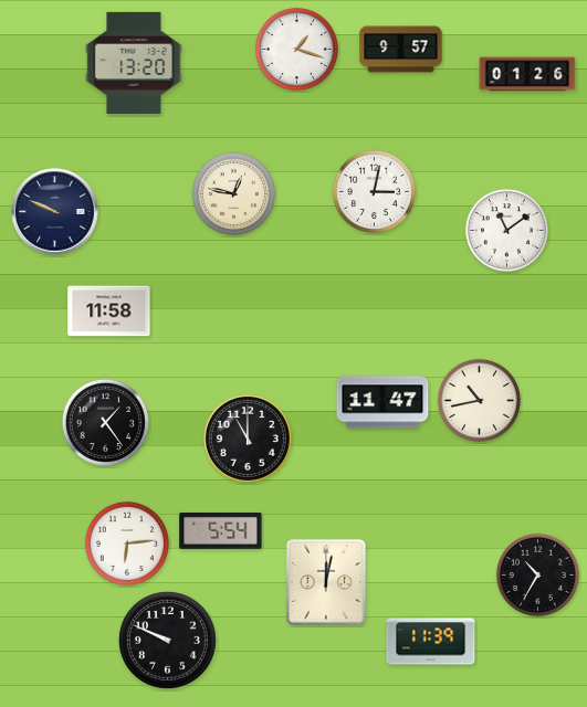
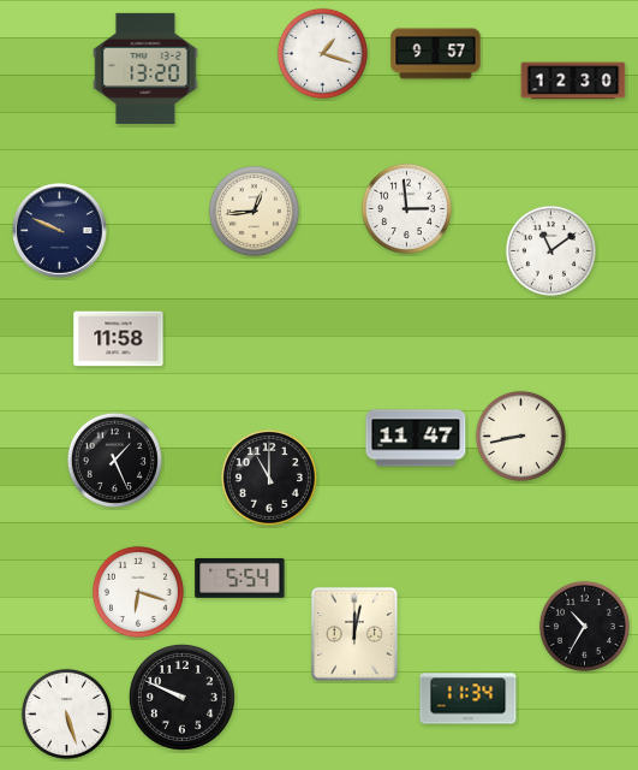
clock at (527, 74): 01:26 -> 12:30
clock at (374, 191): 3:02 -> 2:59
clock at (233, 193): 12:47 -> 12:44
clock at (479, 400): 10:43 -> 8:43
clock at (105, 422): 1:24 -> 1:26
clock at (127, 544): 6:14 -> 6:18
clock at (431, 642): 11:39 -> 11:34
clock at (66, 713): none -> 5:27
